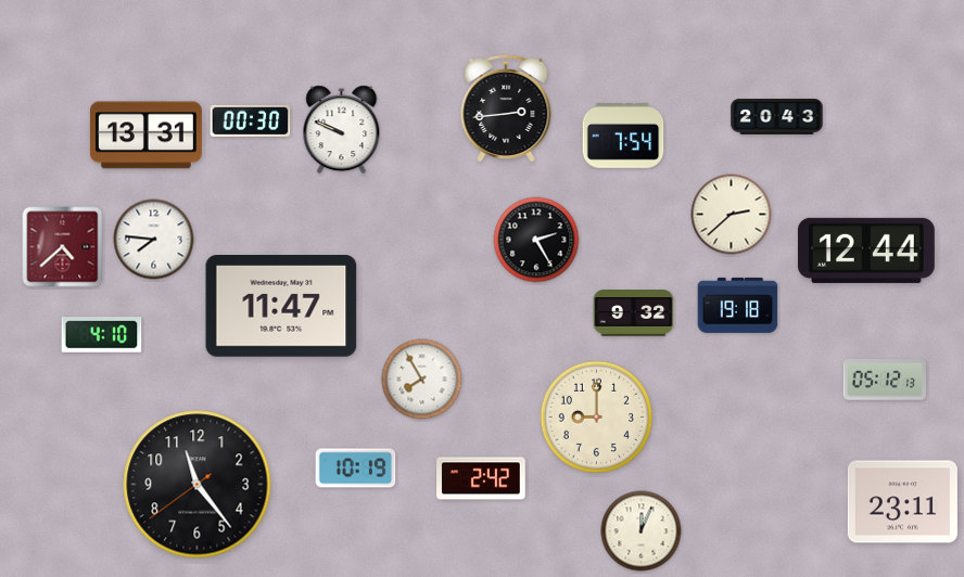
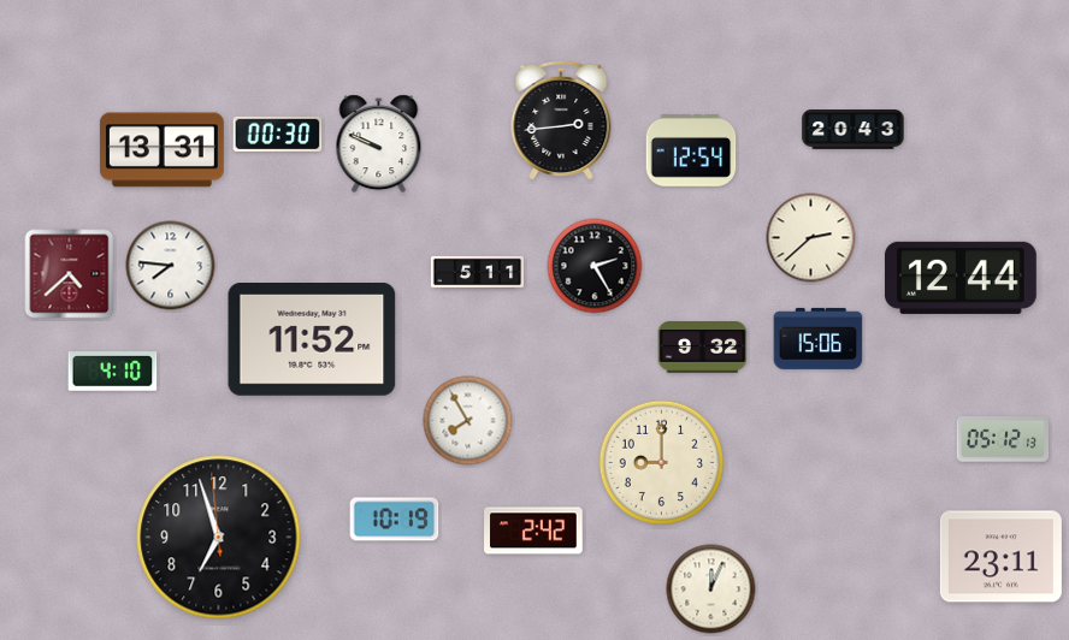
clock at (777, 117) position: (777, 117) -> (854, 130)
clock at (623, 137): 7:54 -> 12:54
clock at (477, 272): none -> 5:11
clock at (738, 305): 19:18 -> 15:06
clock at (281, 307): 11:47 -> 11:52
clock at (884, 381) position: (884, 381) -> (1002, 440)
clock at (198, 485): 11:23 -> 6:56
